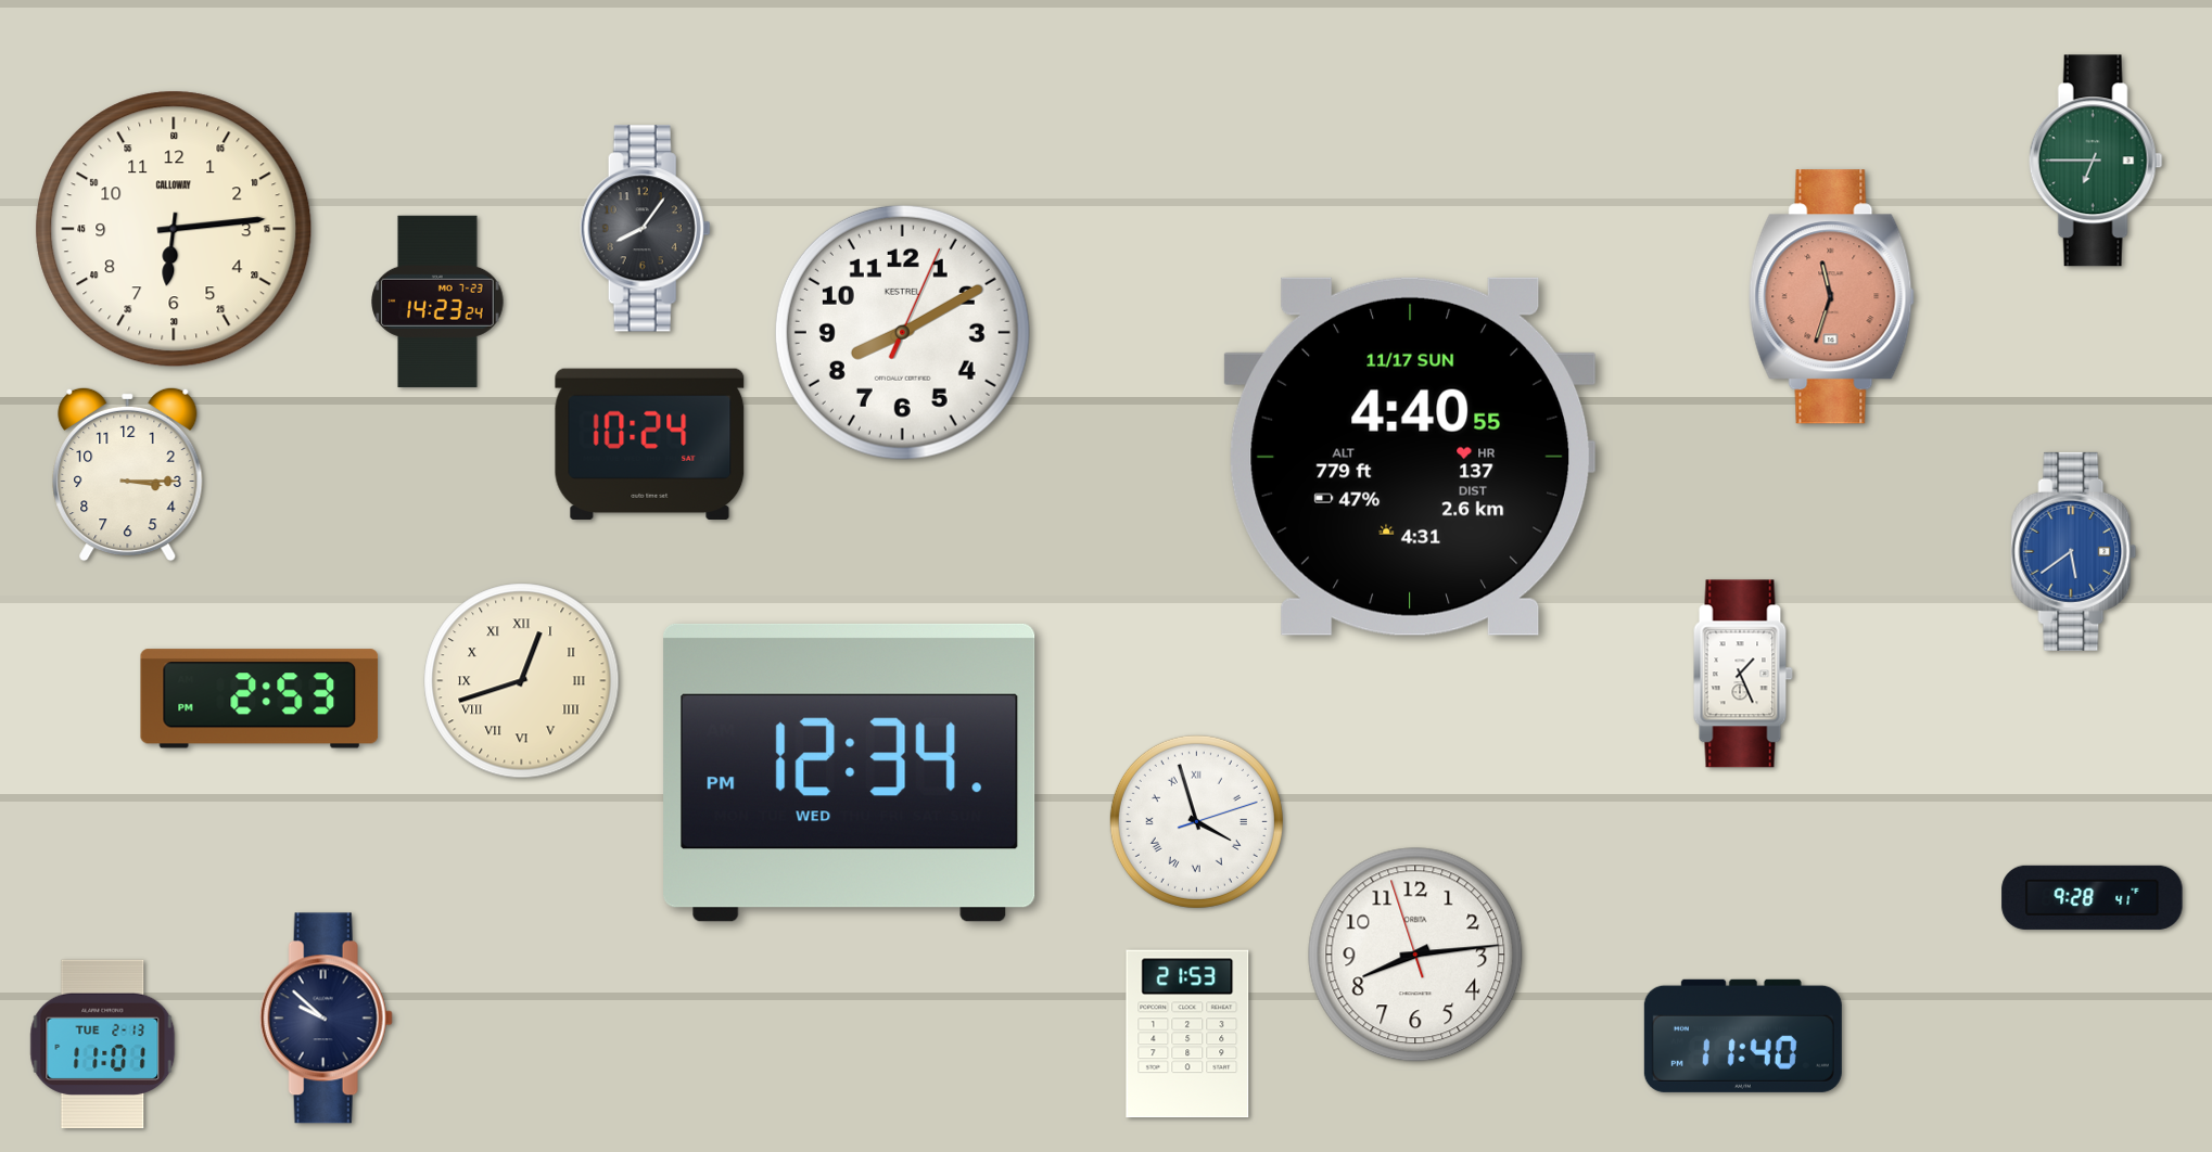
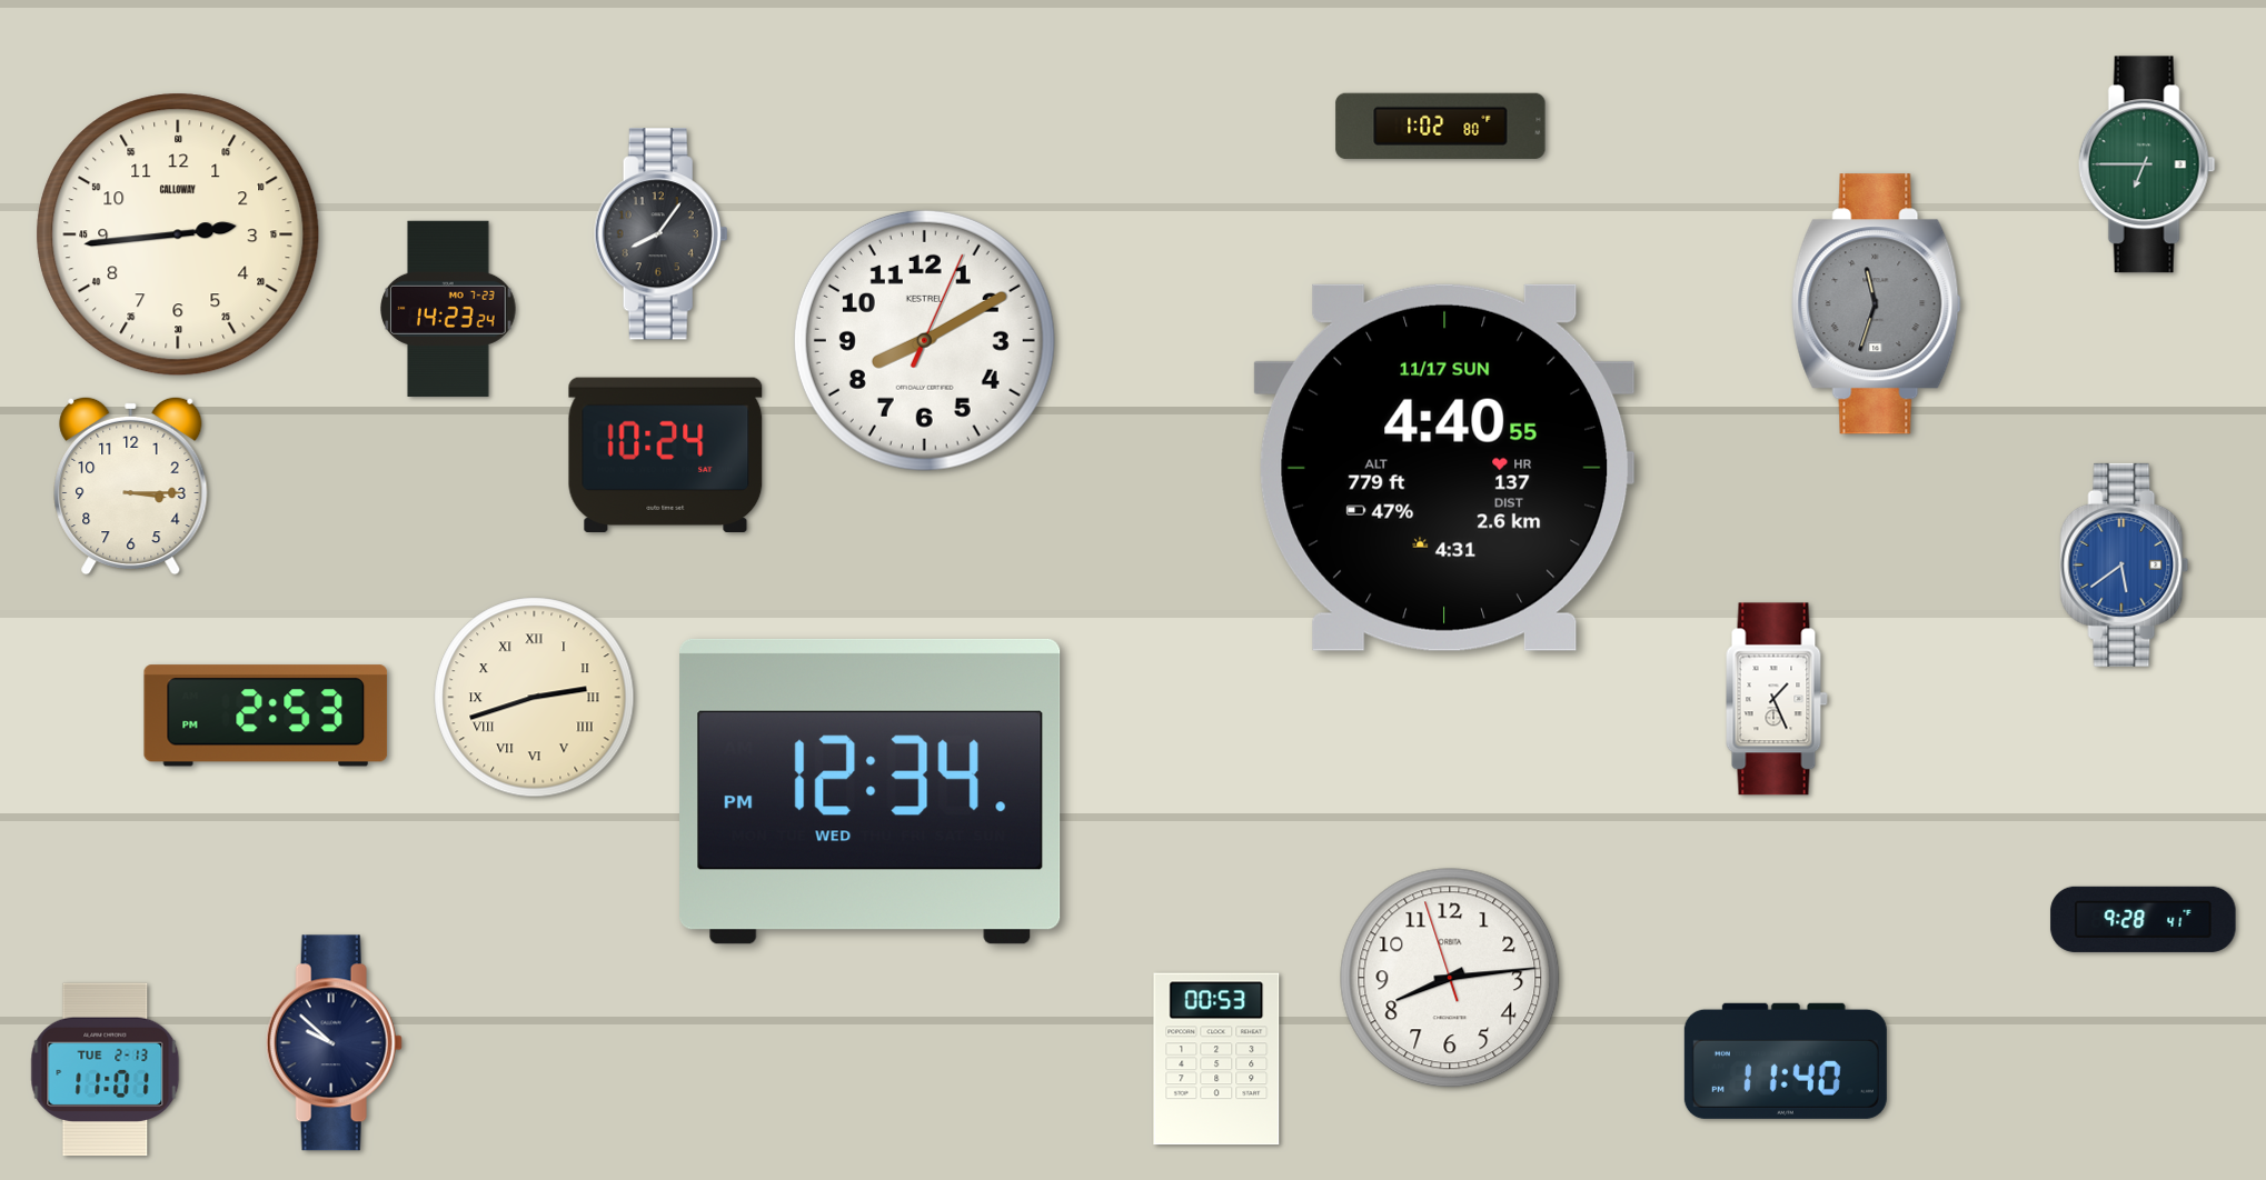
clock at (1441, 126): none -> 1:02
clock at (174, 229): 6:14 -> 2:44
clock at (1832, 297) dial: salmon -> grey
clock at (1743, 674) position: (1743, 674) -> (1777, 699)
clock at (522, 681): 12:42 -> 2:42
clock at (1196, 821): 3:57 -> none
clock at (1187, 1034): 21:53 -> 00:53
